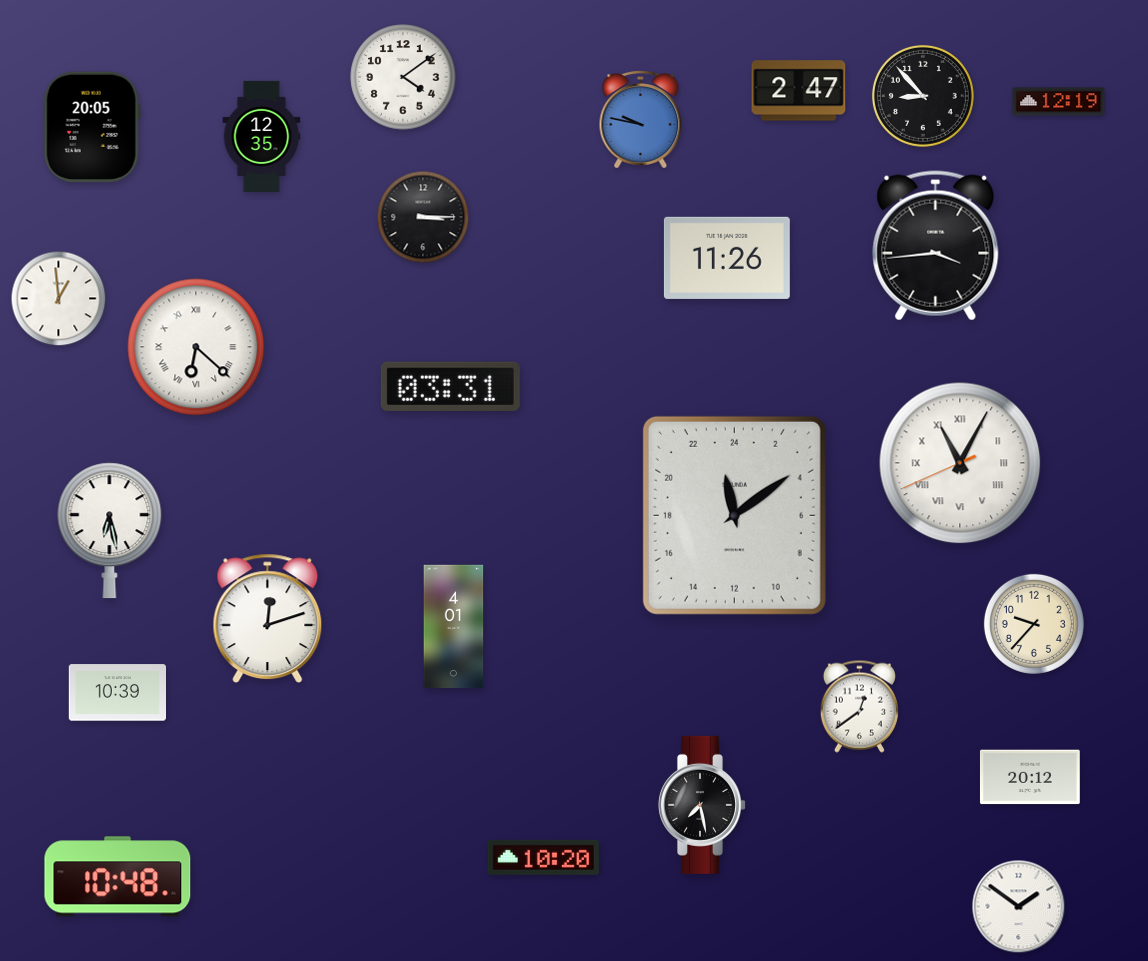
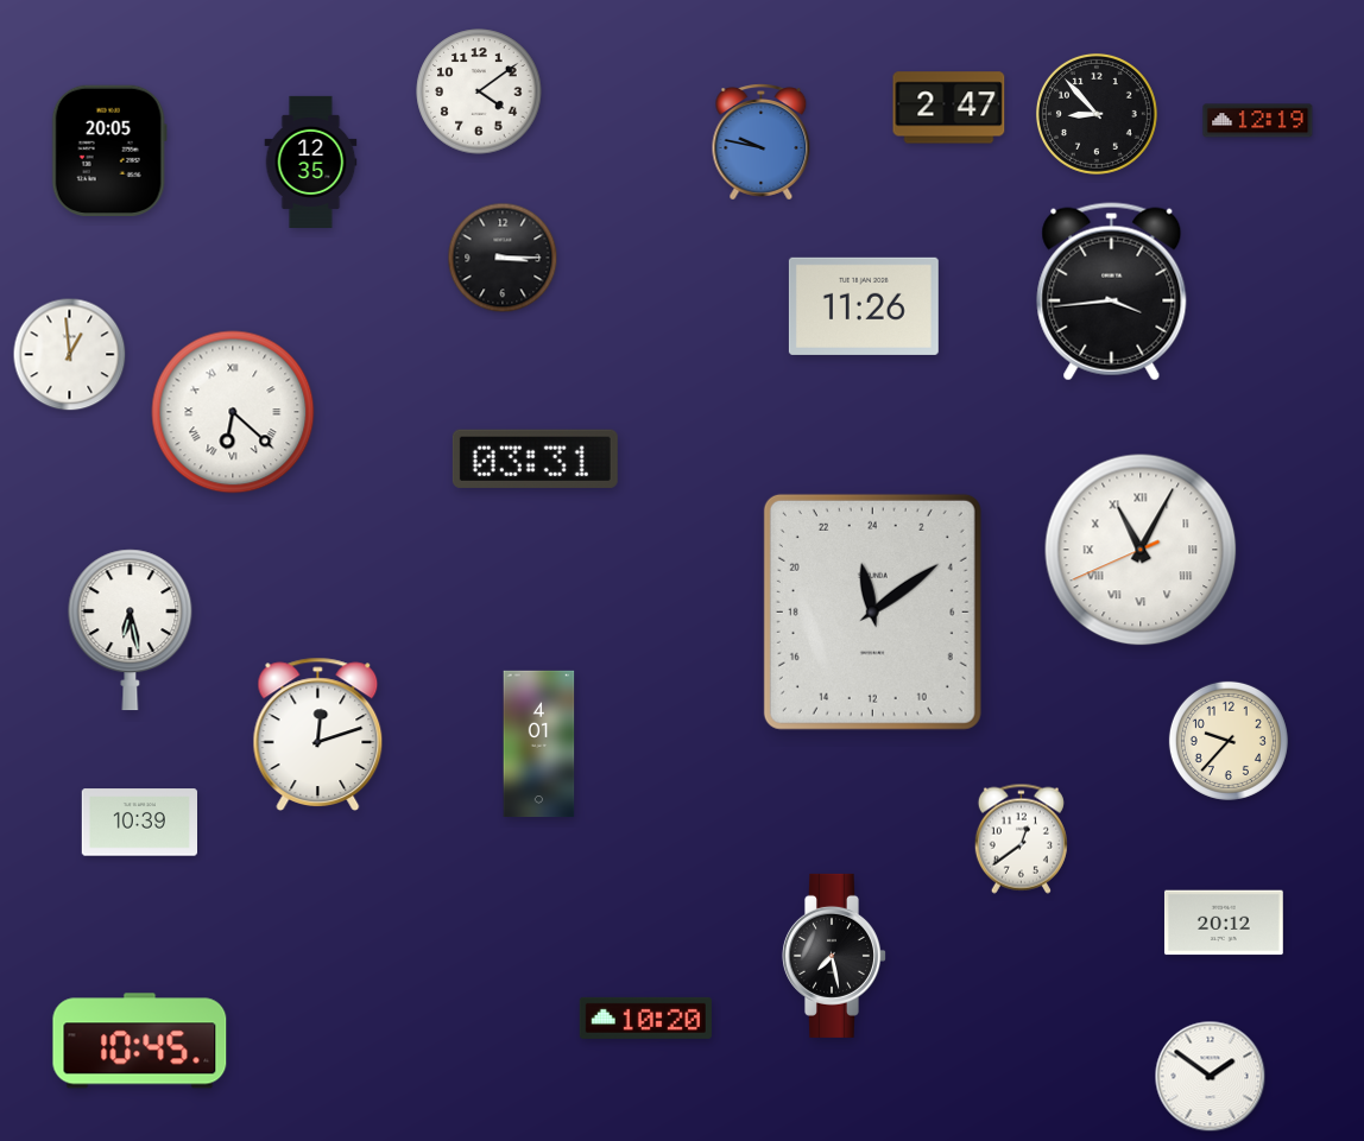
clock at (118, 877): 10:48 -> 10:45
